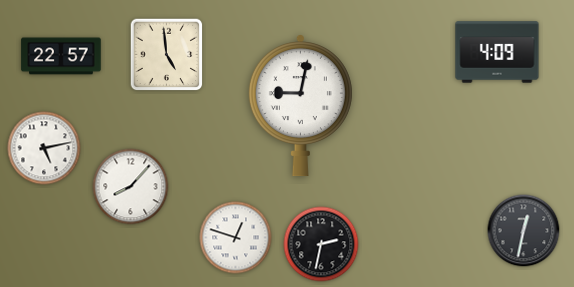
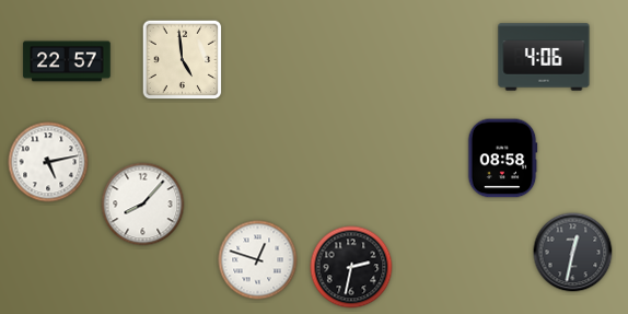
clock at (497, 52): 4:09 -> 4:06
clock at (300, 106): 9:02 -> none
clock at (502, 159): none -> 08:58
